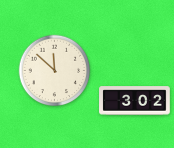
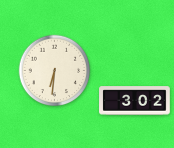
clock at (55, 71): 11:52 -> 6:31
